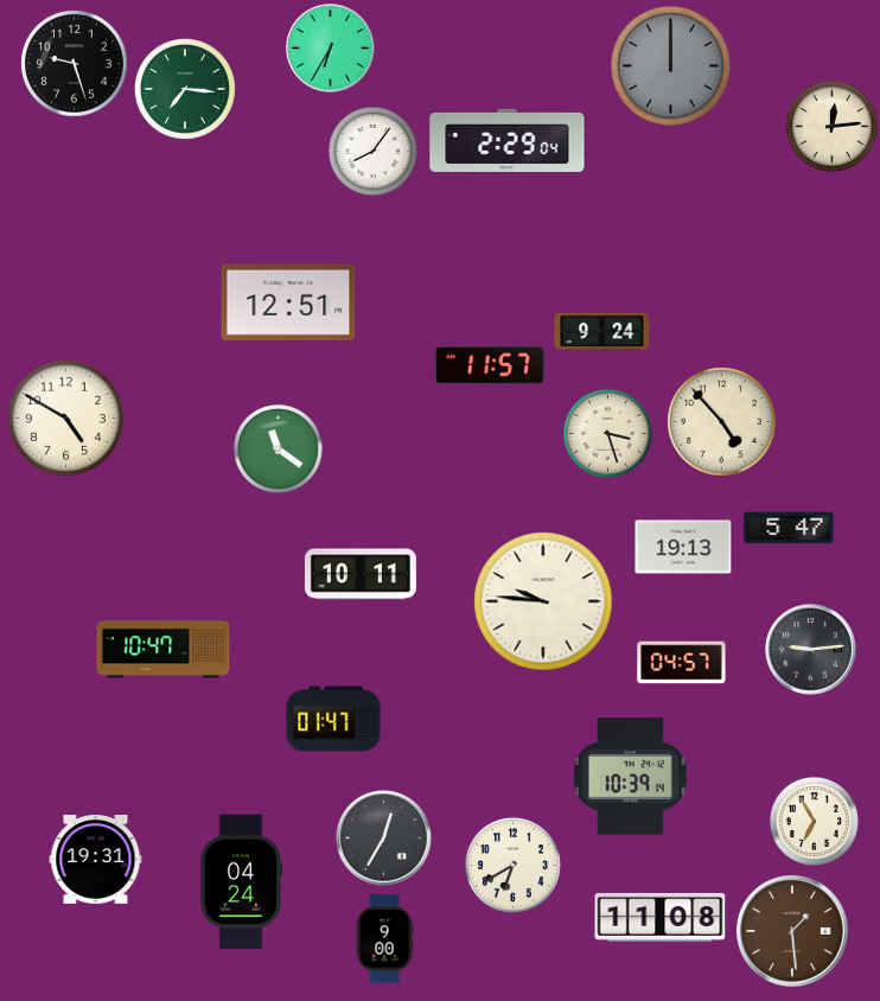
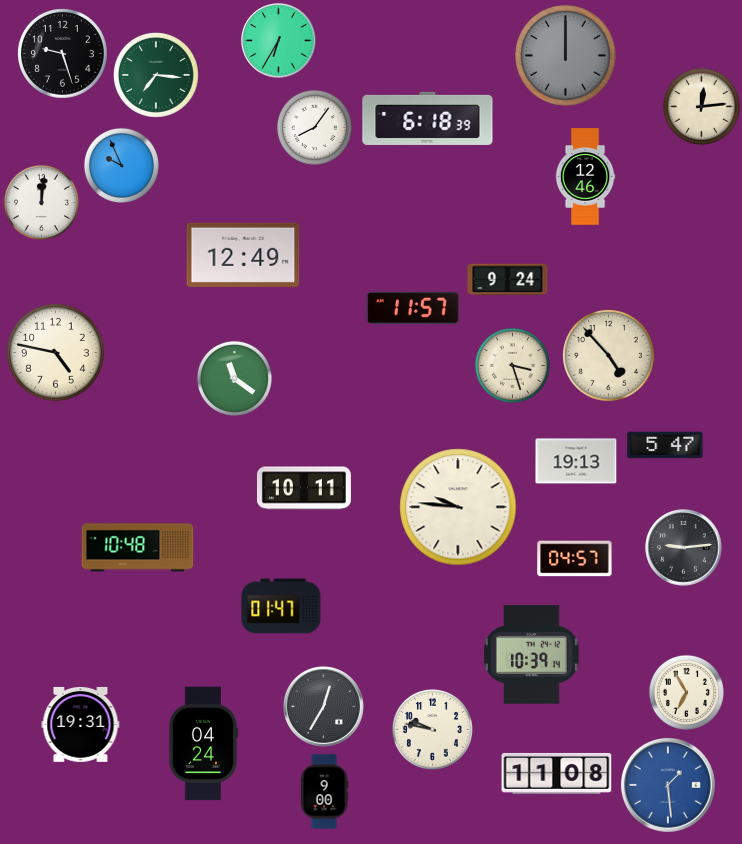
clock at (508, 140): 2:29 -> 6:18
clock at (121, 165): none -> 9:56
clock at (585, 177): none -> 12:46
clock at (41, 202): none -> 12:01
clock at (288, 302): 12:51 -> 12:49
clock at (66, 419): 4:50 -> 4:47
clock at (361, 574) position: (361, 574) -> (304, 488)
clock at (164, 650): 10:47 -> 10:48
clock at (512, 865): 6:40 -> 9:47
clock at (792, 931) dial: brown -> blue
